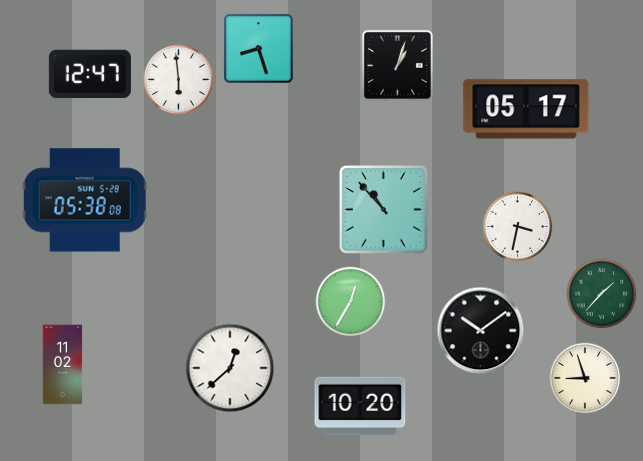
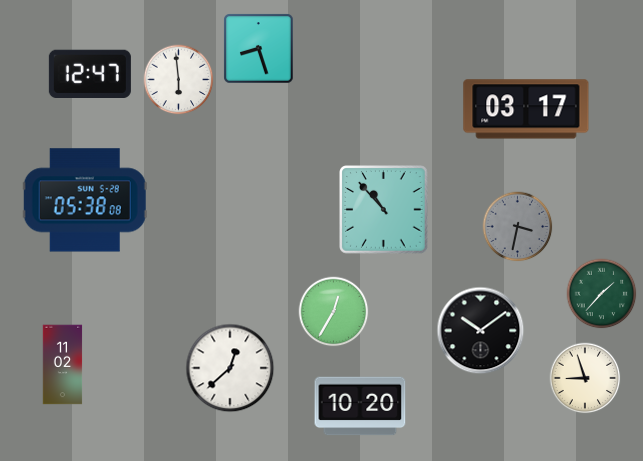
clock at (397, 65): 1:03 -> none
clock at (526, 109): 05:17 -> 03:17
clock at (518, 227) dial: white -> grey
clock at (351, 302) position: (351, 302) -> (334, 312)
